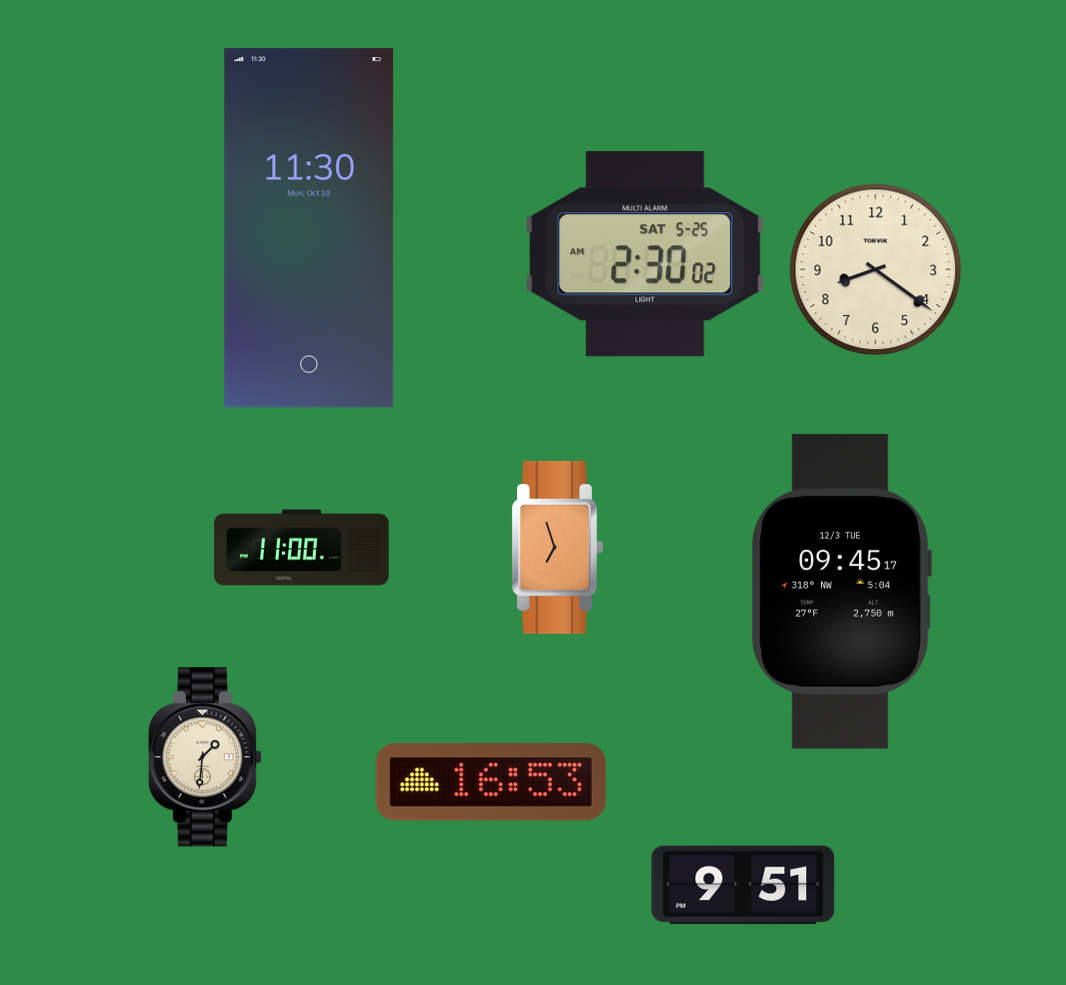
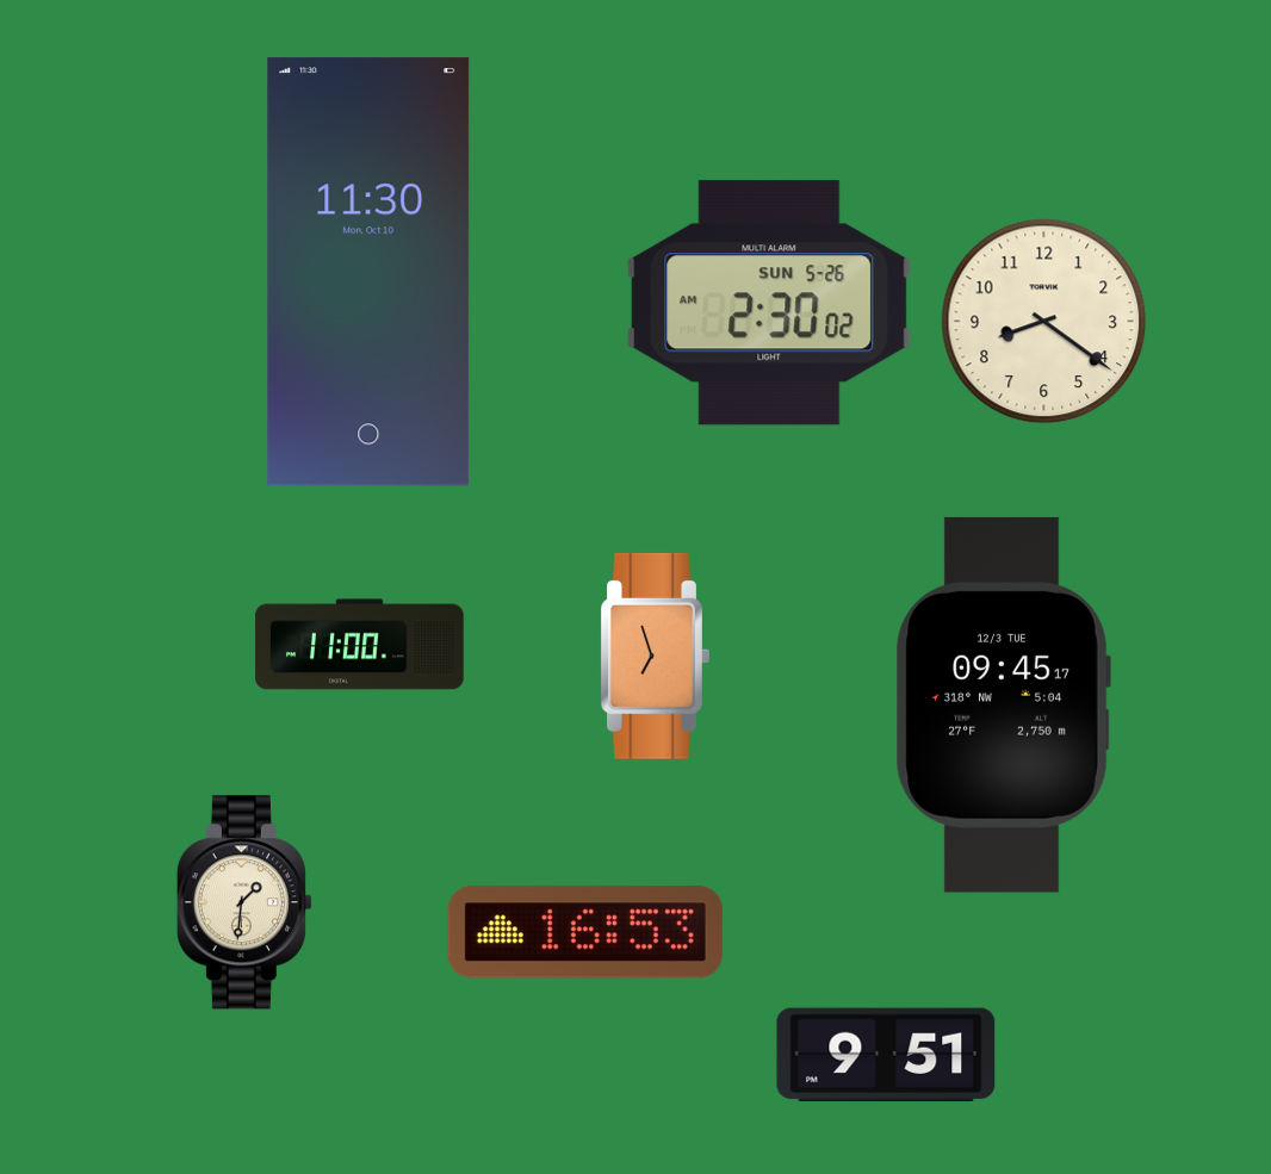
clock at (645, 254) date: SAT 5-25 -> SUN 5-26
clock at (557, 547) position: (557, 547) -> (655, 656)
clock at (302, 548) position: (302, 548) -> (360, 645)
